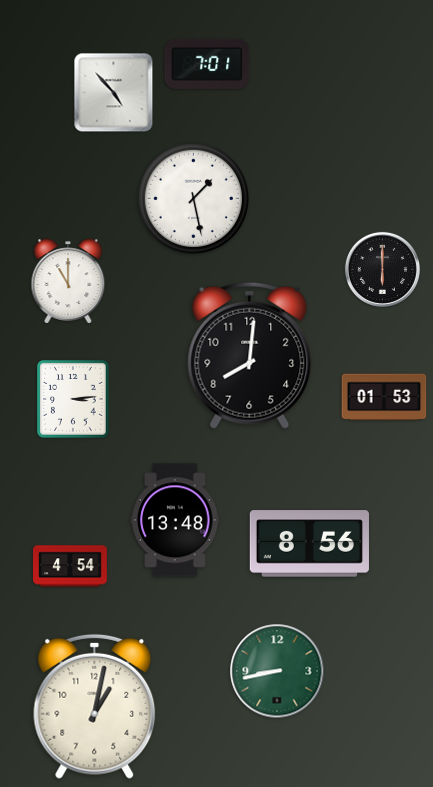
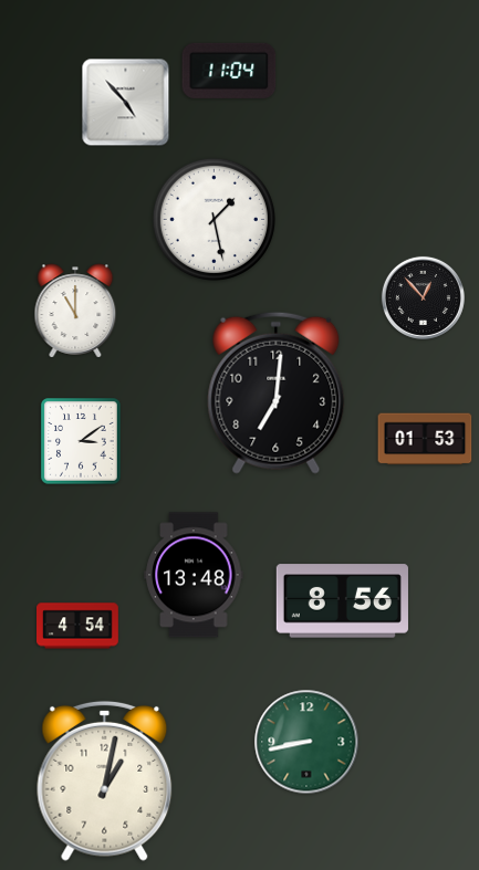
clock at (207, 64): 7:01 -> 11:04
clock at (382, 269): 6:00 -> 12:53
clock at (250, 355): 8:01 -> 7:01
clock at (74, 399): 3:14 -> 3:09
